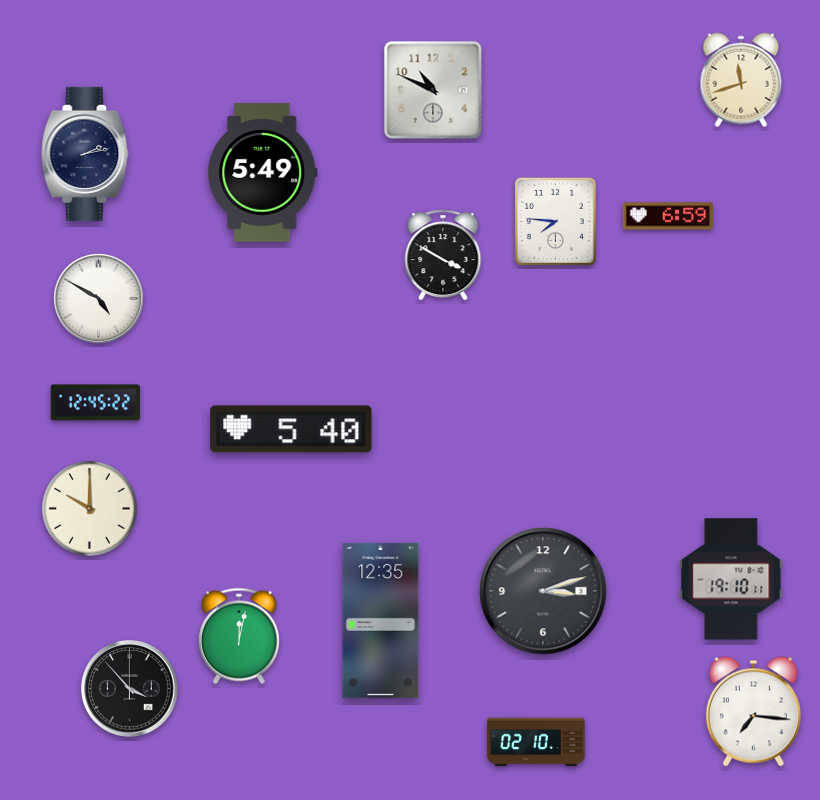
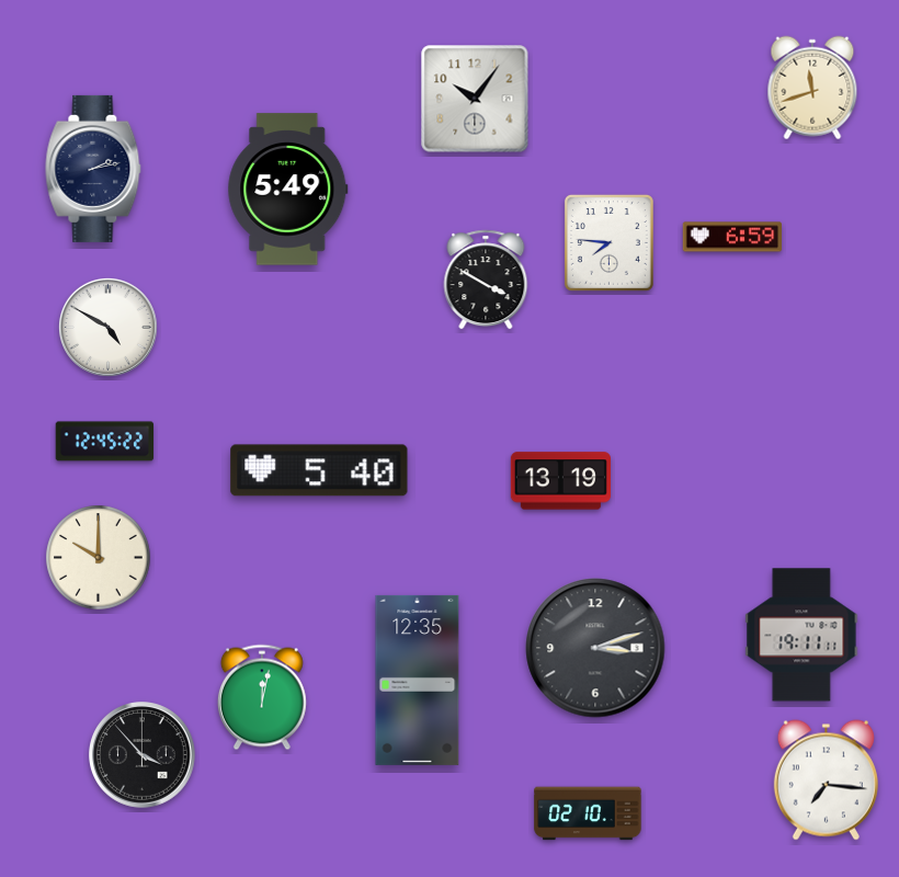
clock at (433, 90): 10:49 -> 10:06
clock at (560, 481): none -> 13:19
clock at (731, 579): 19:10 -> 19:11
